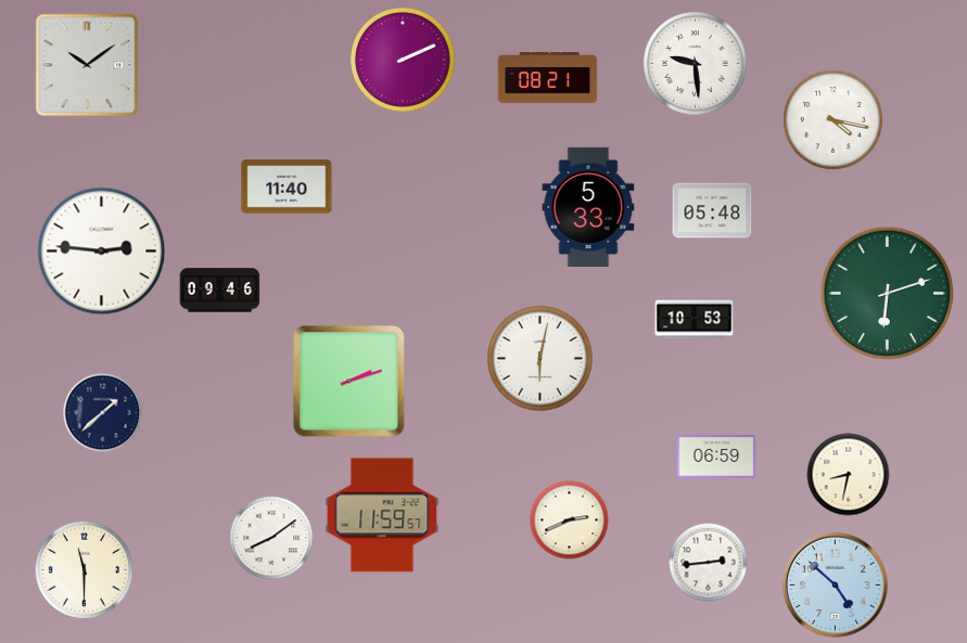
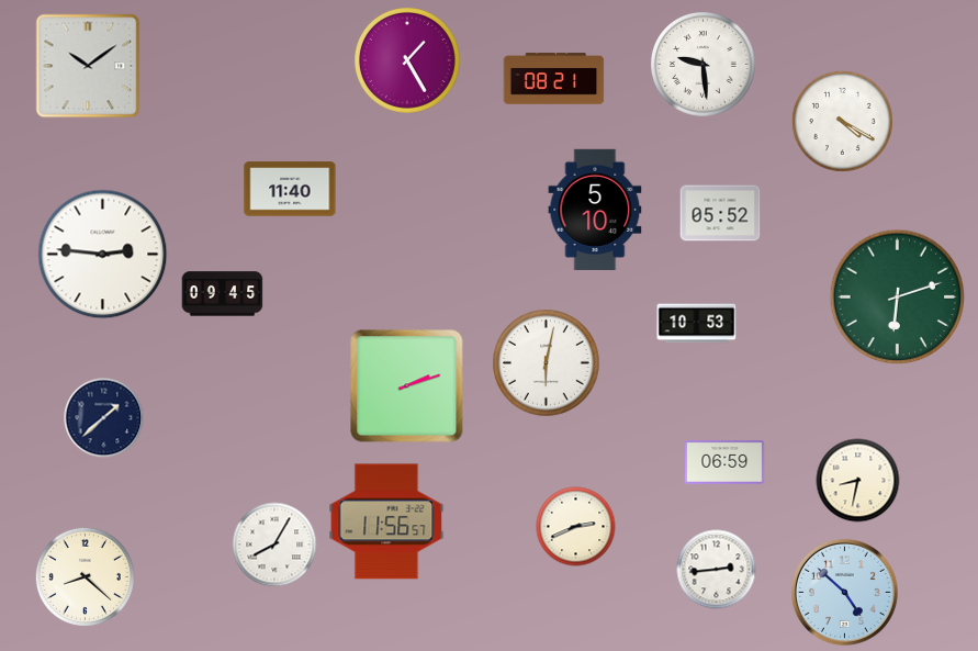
clock at (404, 61): 2:11 -> 1:25
clock at (832, 119): 4:17 -> 4:20
clock at (588, 207): 5:33 -> 5:10
clock at (712, 210): 05:48 -> 05:52
clock at (220, 291): 09:46 -> 09:45
clock at (695, 320) position: (695, 320) -> (697, 324)
clock at (349, 382) position: (349, 382) -> (407, 386)
clock at (382, 515): 11:59 -> 11:56
clock at (271, 538): 8:09 -> 8:05
clock at (84, 569): 11:30 -> 8:22
